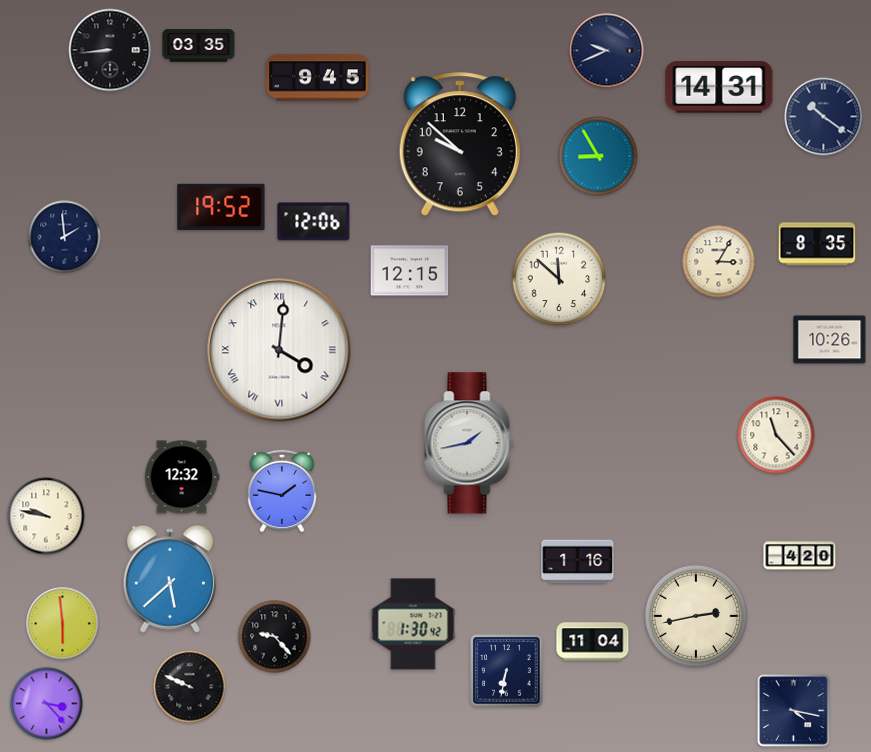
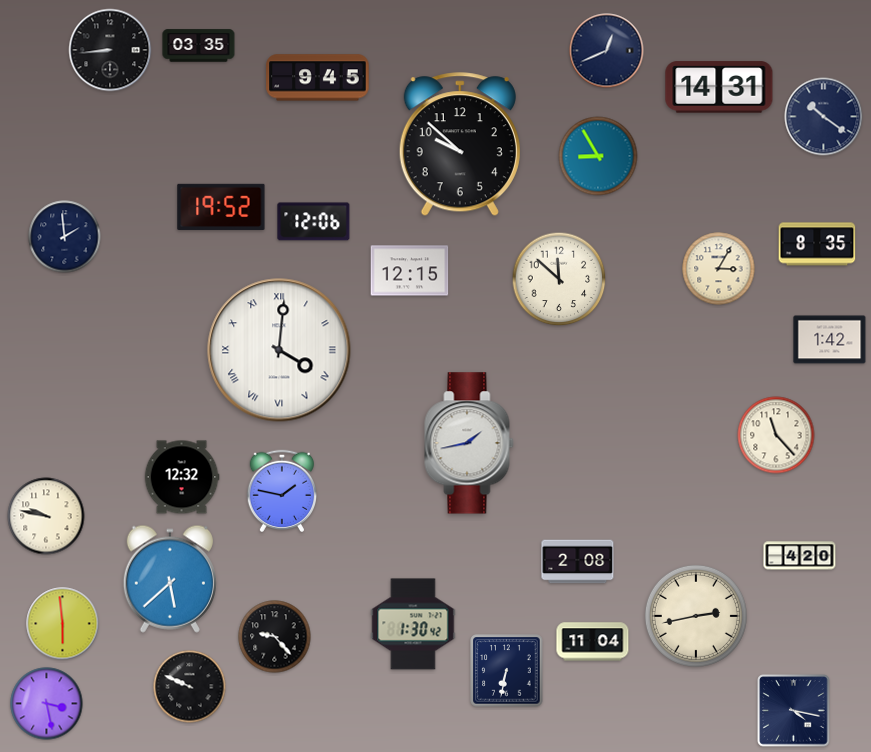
clock at (607, 51): 9:41 -> 12:41
clock at (719, 262) position: (719, 262) -> (719, 269)
clock at (830, 340): 10:26 -> 1:42
clock at (578, 562): 1:16 -> 2:08
clock at (47, 704): 3:23 -> 3:28
